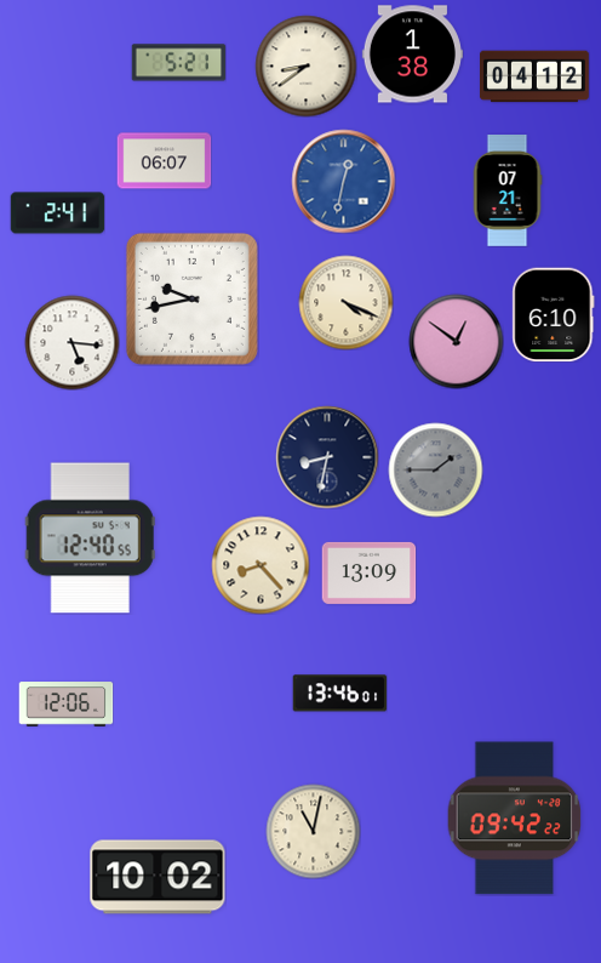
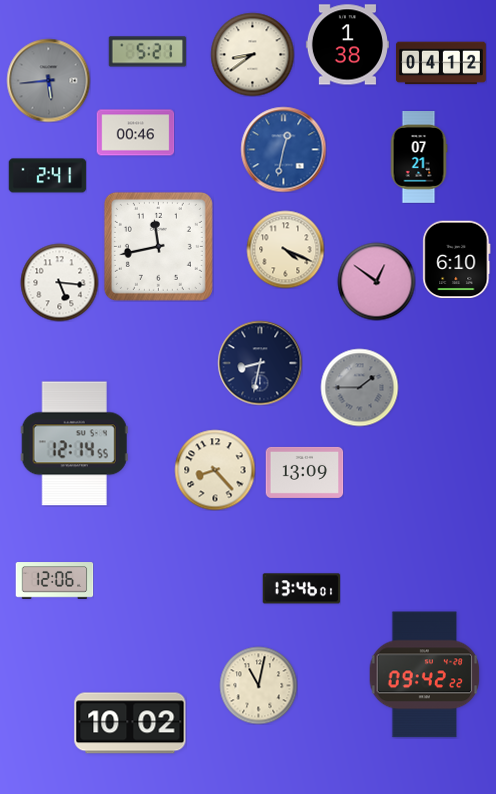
clock at (412, 55) position: (412, 55) -> (347, 45)
clock at (48, 80): none -> 5:44
clock at (164, 161): 06:07 -> 00:46
clock at (191, 298): 9:43 -> 11:43
clock at (327, 457) position: (327, 457) -> (260, 363)
clock at (90, 539): 12:40 -> 12:14
clock at (261, 565) position: (261, 565) -> (215, 470)
clock at (339, 694) position: (339, 694) -> (301, 589)
